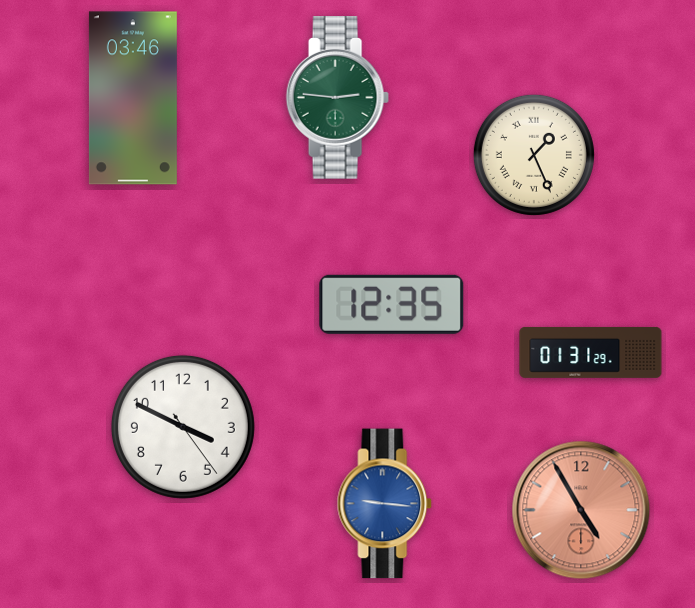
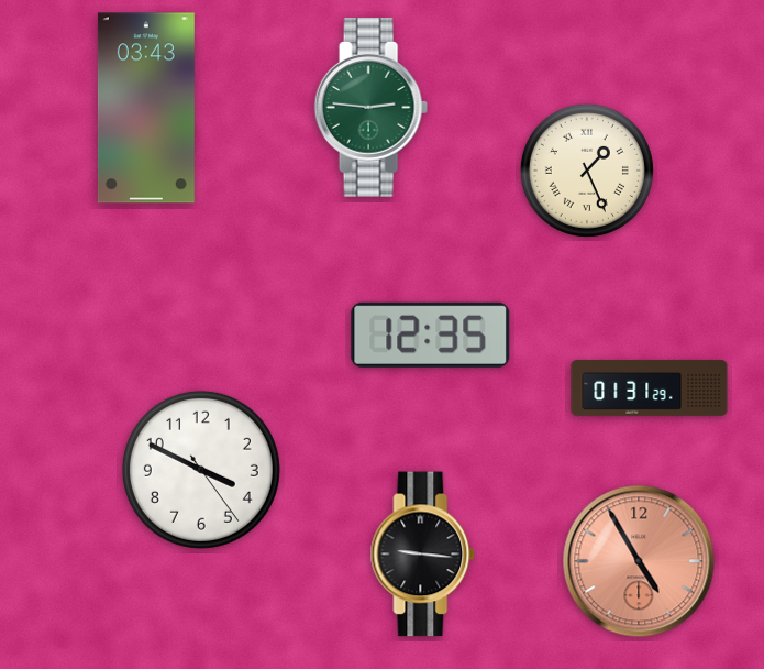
clock at (133, 98): 03:46 -> 03:43
clock at (385, 504) dial: blue -> black
